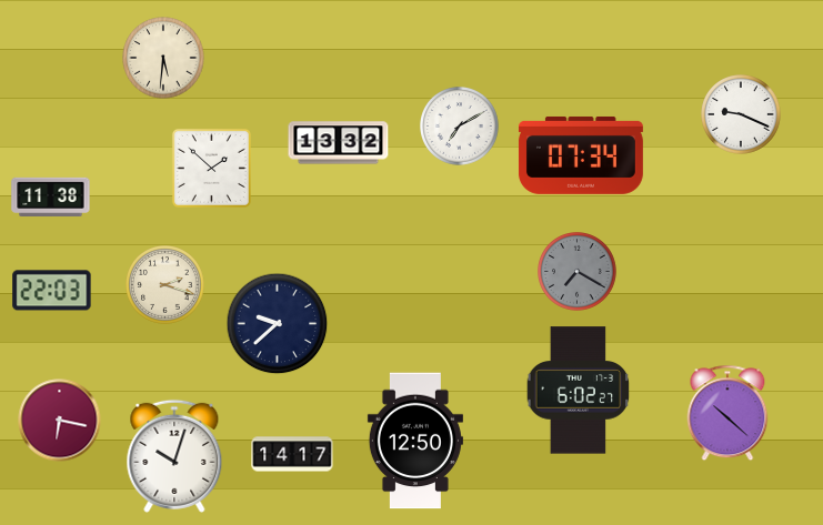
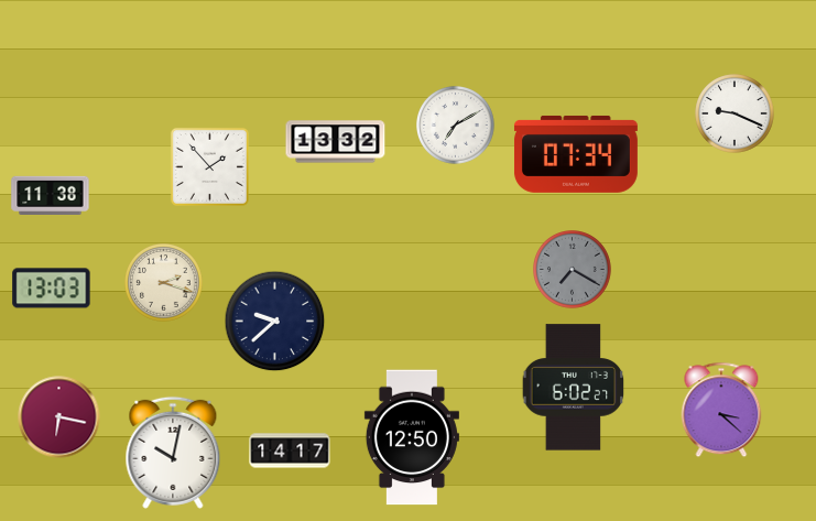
clock at (163, 58): 5:31 -> none
clock at (211, 168): 1:52 -> 1:53
clock at (52, 291): 22:03 -> 13:03
clock at (727, 413): 10:22 -> 3:22
clock at (174, 456): 10:03 -> 10:02
